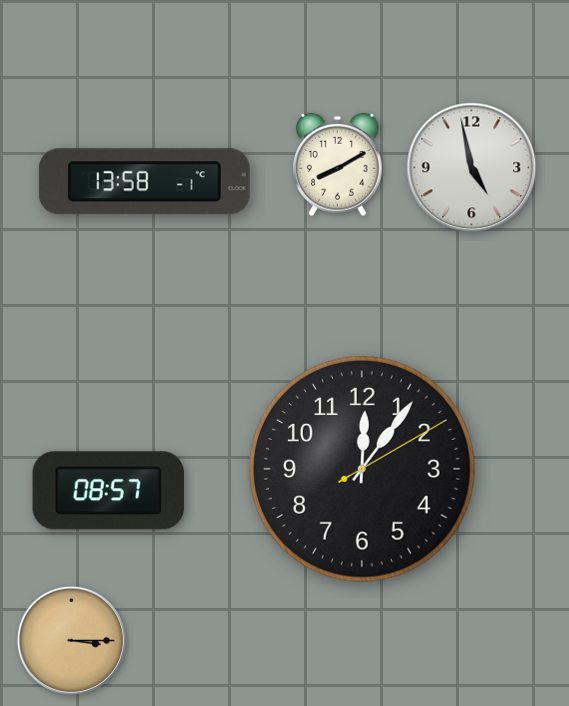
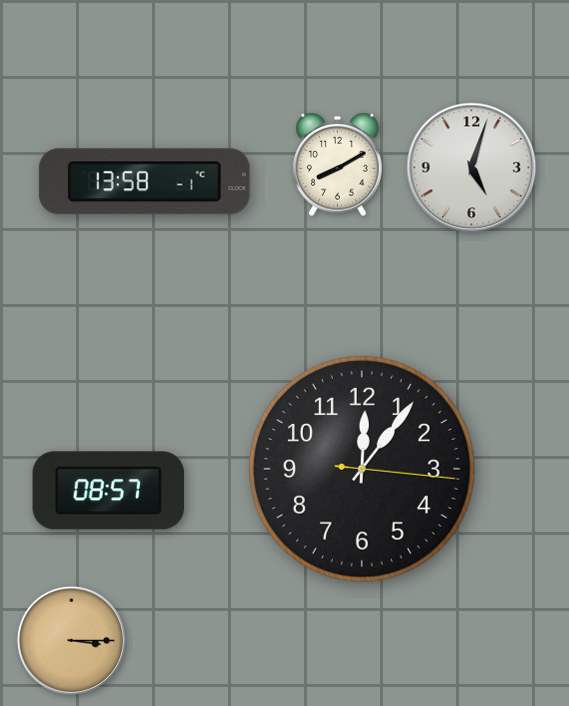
clock at (472, 168): 4:58 -> 5:03
clock at (362, 469): 12:06:10 -> 12:06:16
